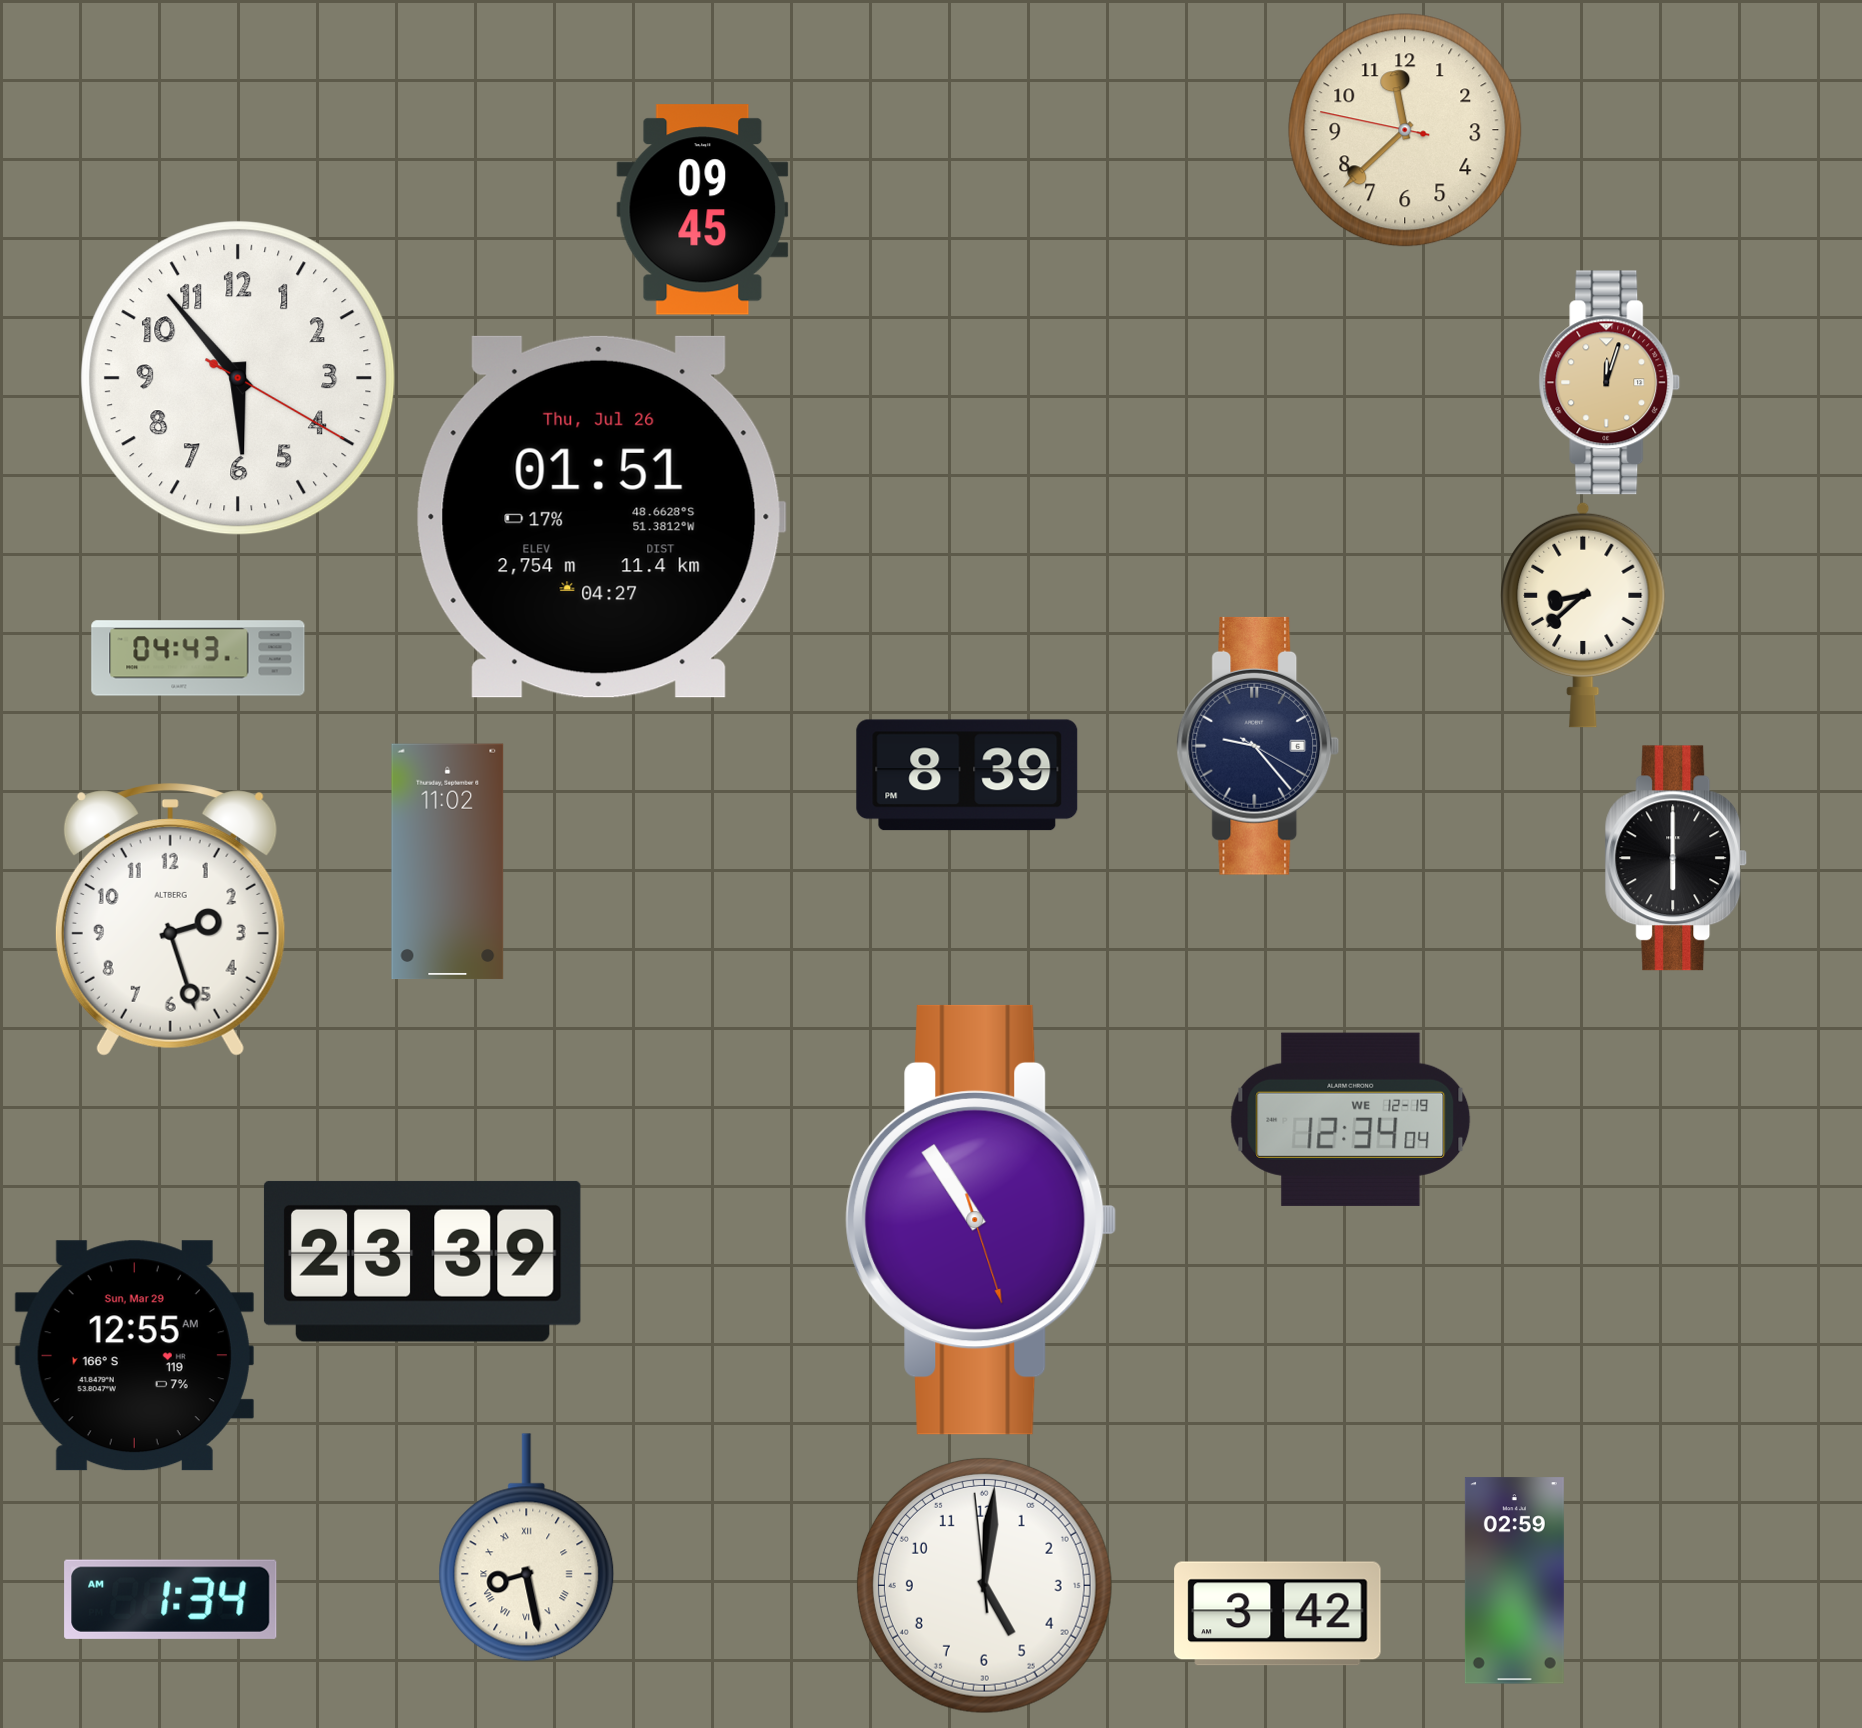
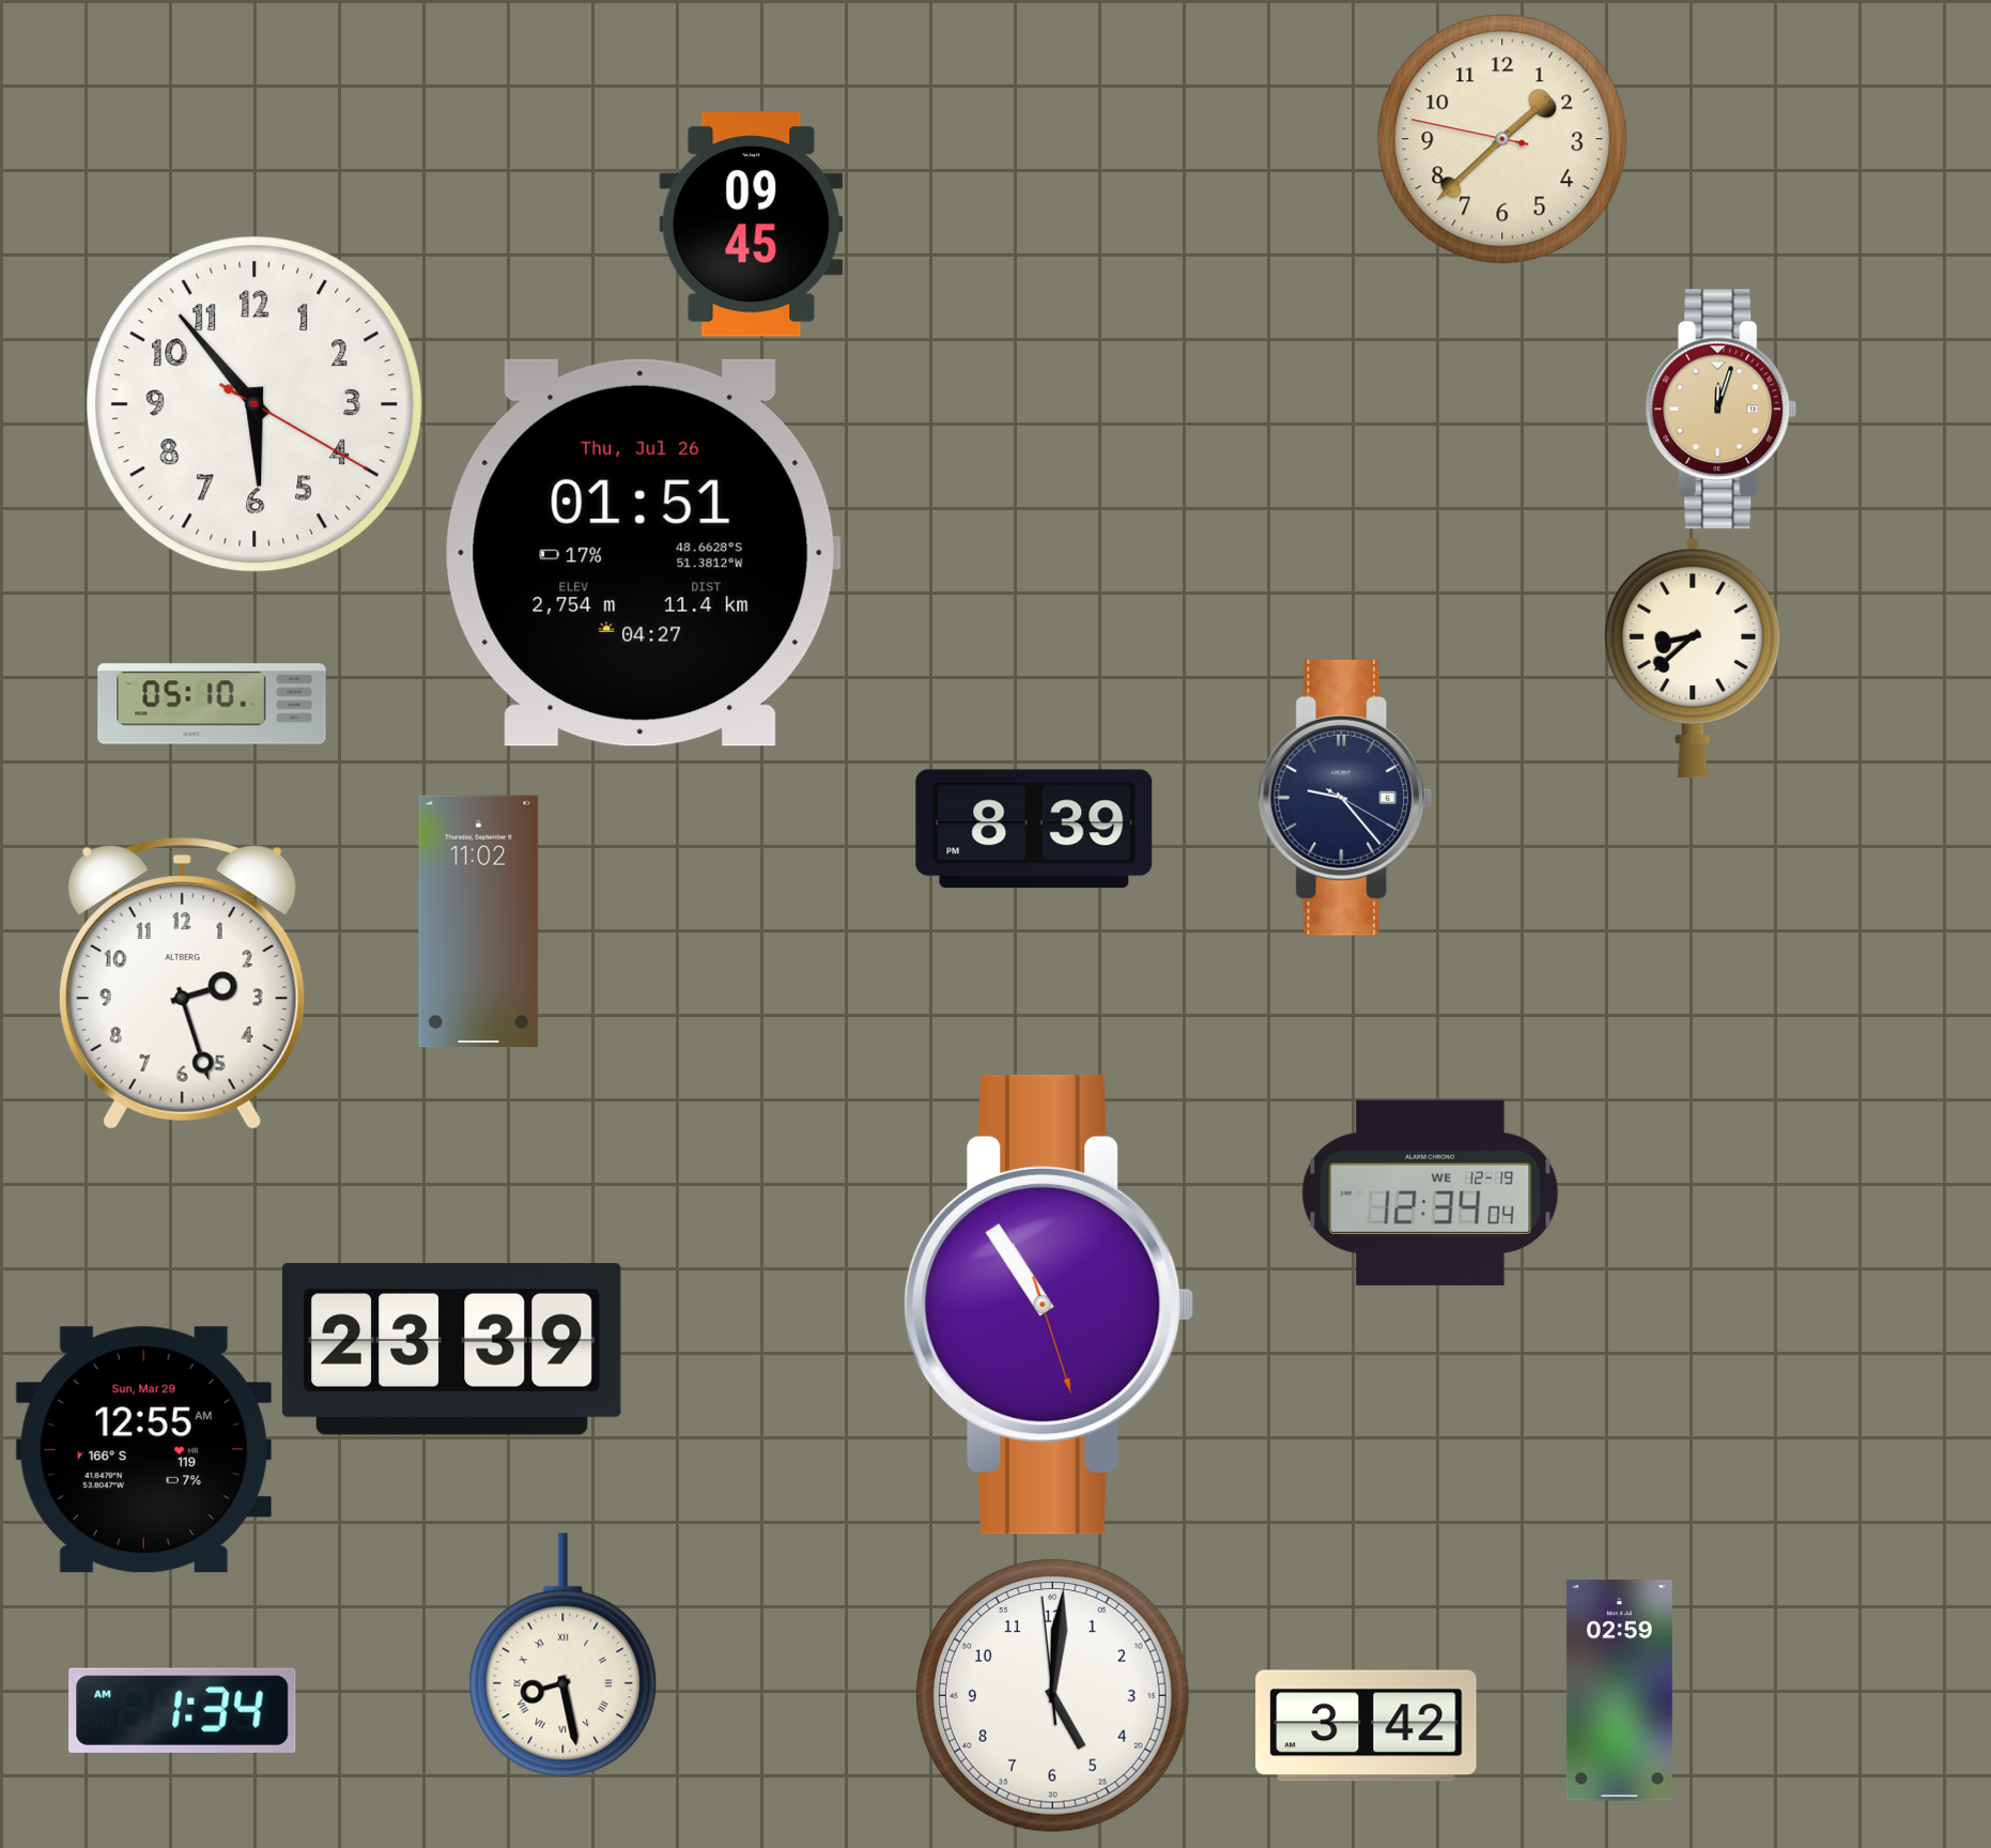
clock at (1405, 130): 11:37 -> 1:37
clock at (198, 658): 04:43 -> 05:10
clock at (1676, 858): 6:00 -> none
clock at (1351, 1119) position: (1351, 1119) -> (1431, 1192)
